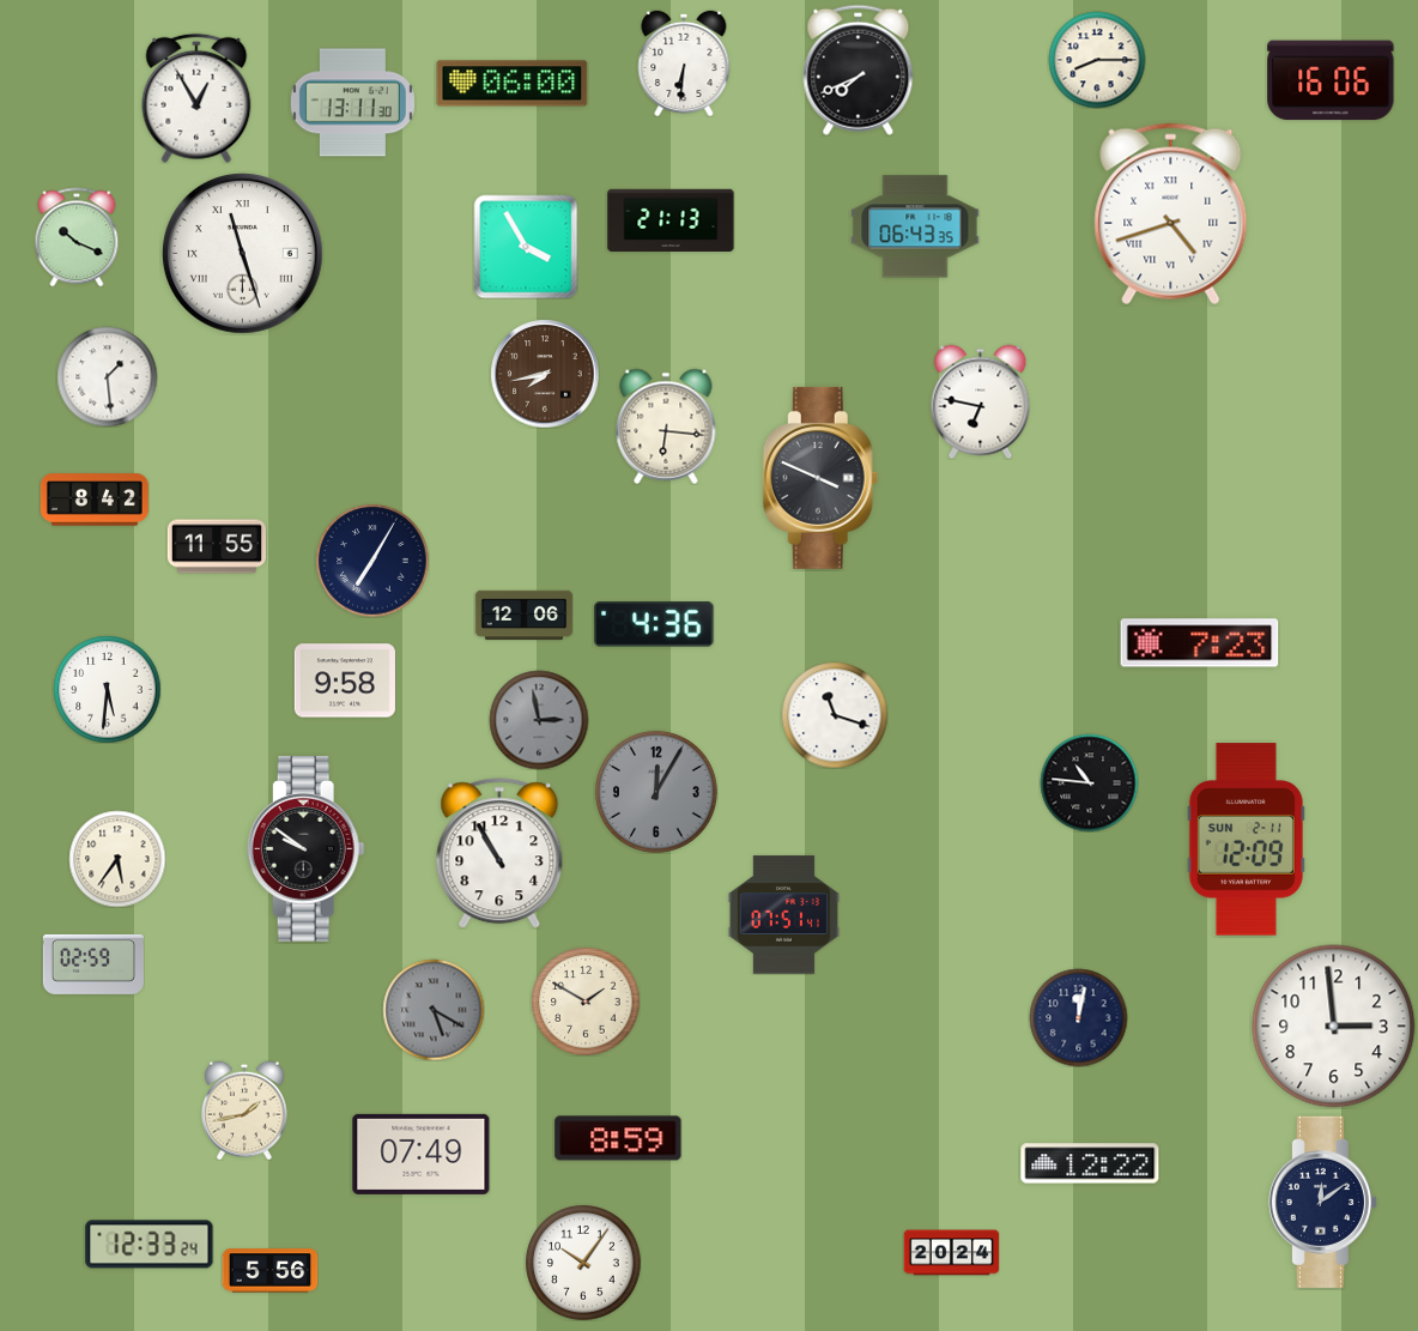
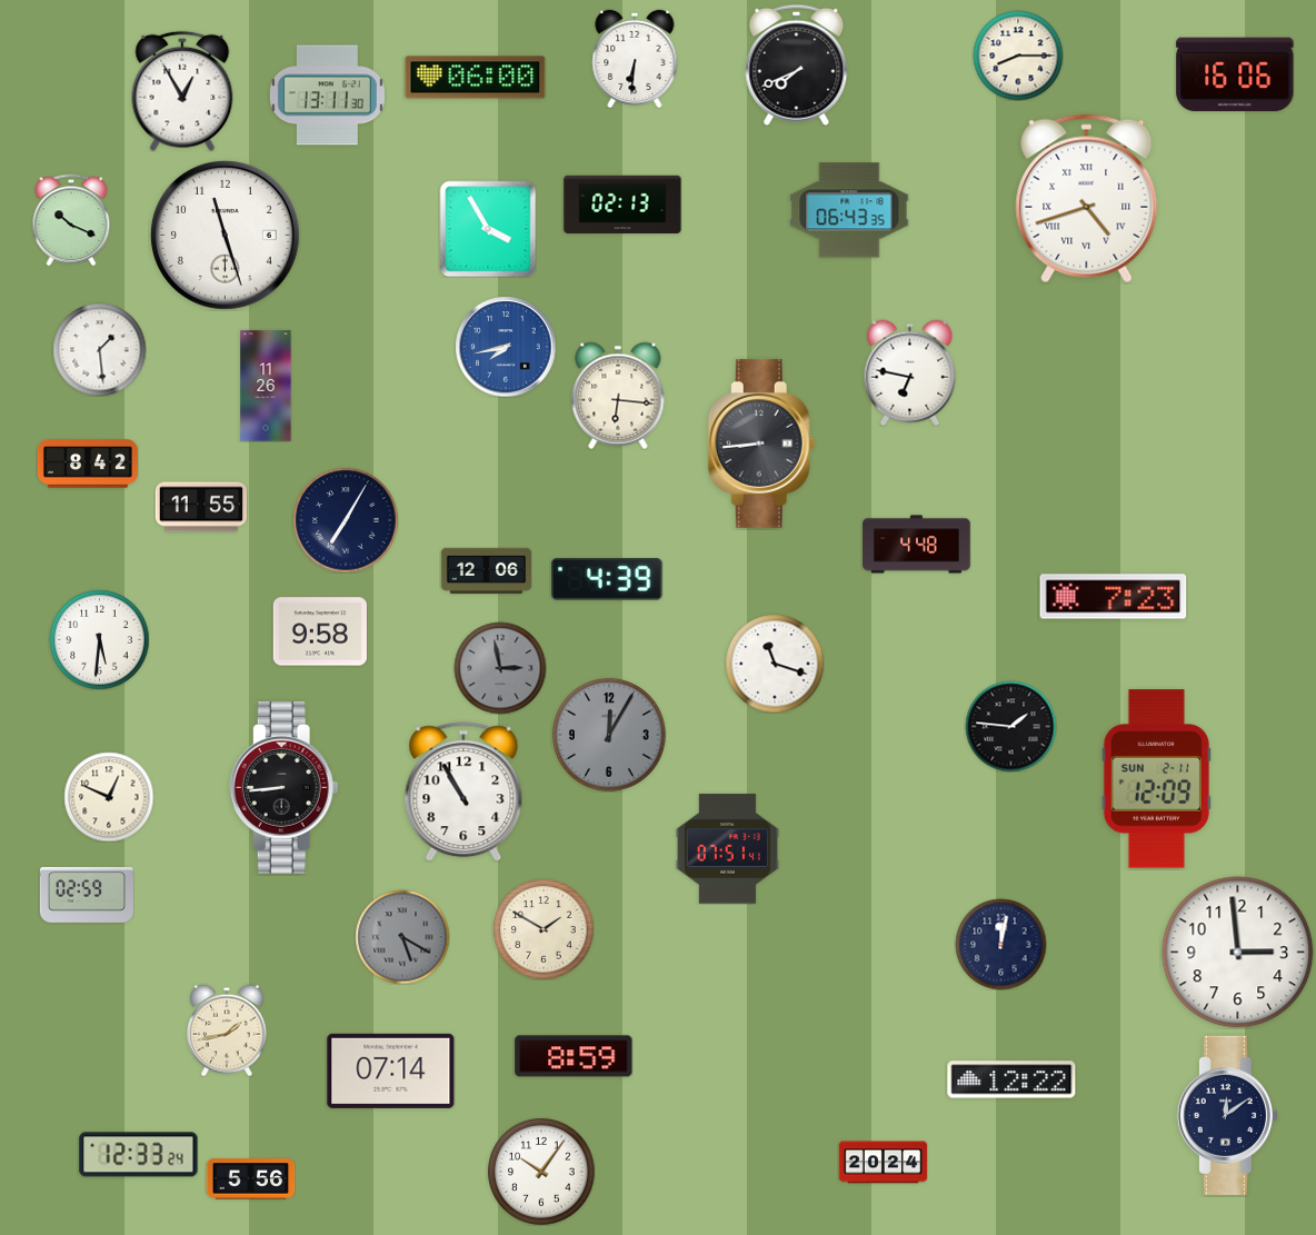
clock at (671, 220): 21:13 -> 02:13
clock at (242, 253) numerals: Roman -> Arabic
clock at (545, 374) dial: brown -> blue
clock at (266, 386): none -> 11:26
clock at (820, 478): 3:49 -> 8:44
clock at (917, 545): none -> 4:48
clock at (654, 624): 4:36 -> 4:39
clock at (1089, 782): 10:46 -> 1:46
clock at (305, 849): 9:51 -> 8:44
clock at (117, 859): 5:36 -> 12:49
clock at (422, 1154): 07:49 -> 07:14
